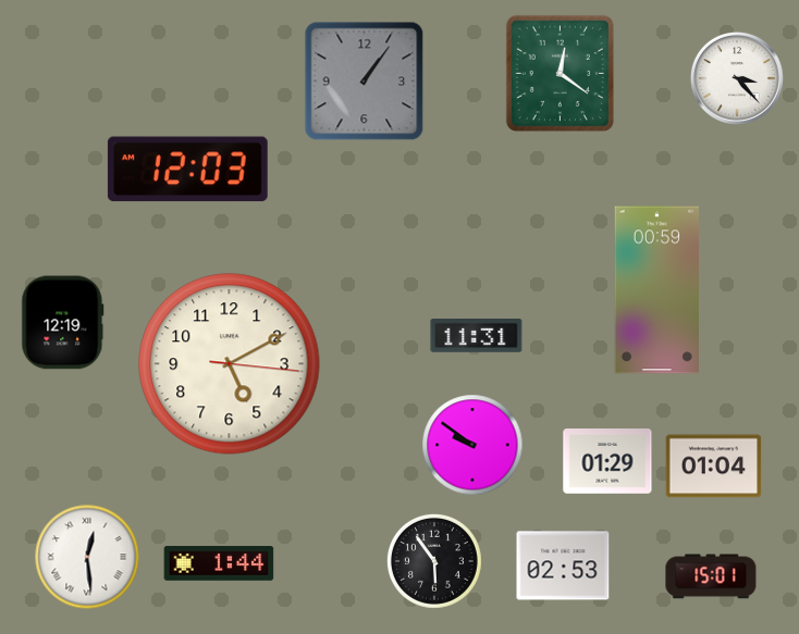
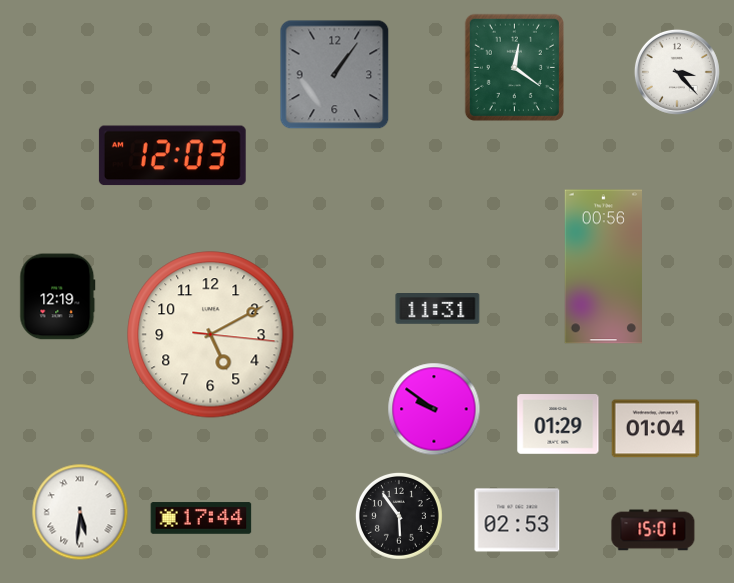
clock at (656, 290): 00:59 -> 00:56
clock at (87, 557): 12:29 -> 5:31
clock at (219, 563): 1:44 -> 17:44
